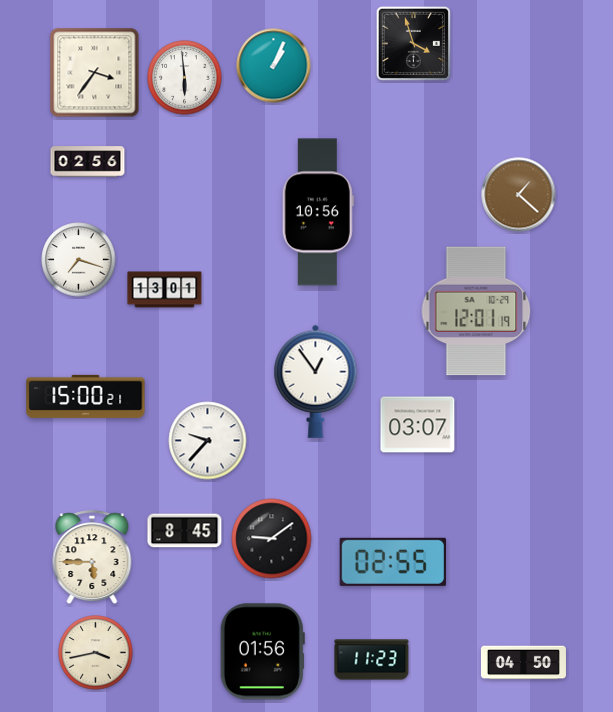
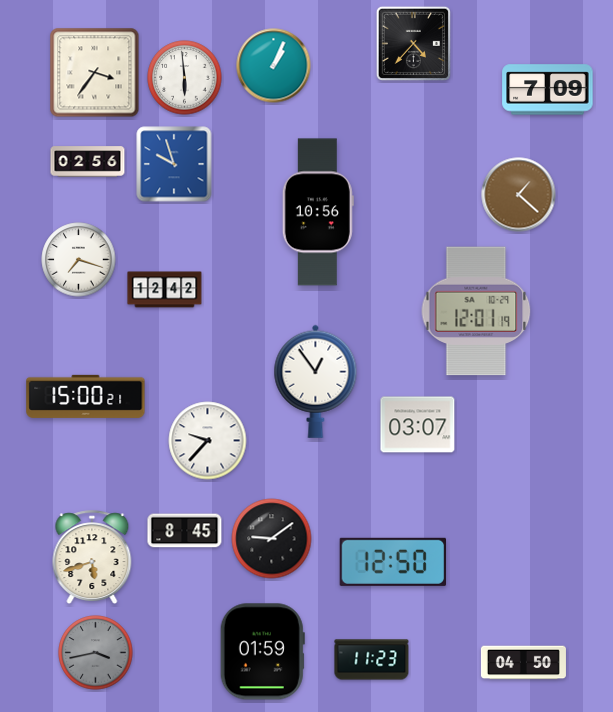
clock at (413, 43): 3:57 -> 4:37
clock at (548, 90): none -> 7:09
clock at (174, 164): none -> 9:57
clock at (165, 290): 13:01 -> 12:42
clock at (92, 558): 5:45 -> 5:42
clock at (392, 562): 02:55 -> 12:50
clock at (262, 652): 01:56 -> 01:59
clock at (96, 653) dial: cream -> grey
